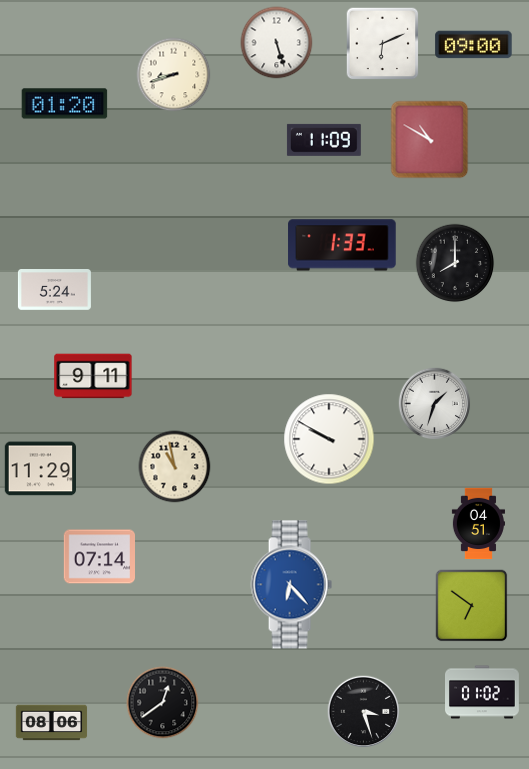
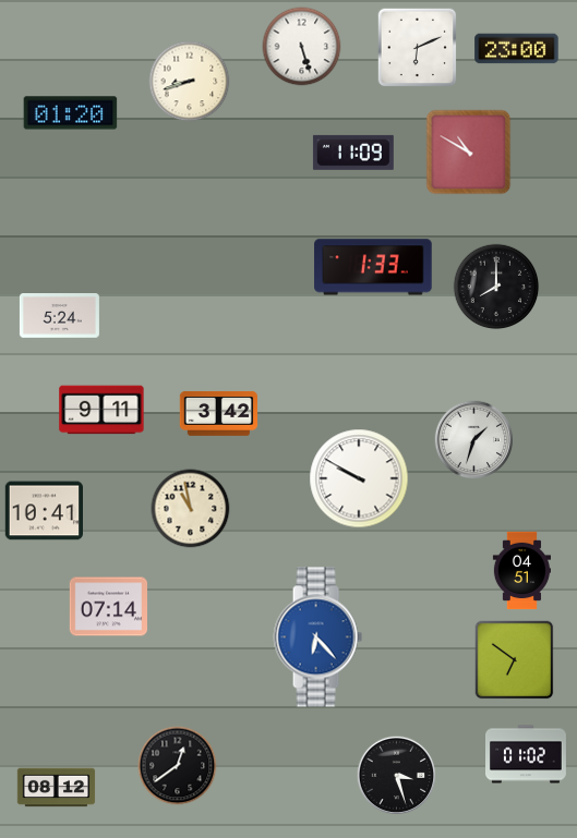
clock at (474, 45): 09:00 -> 23:00
clock at (218, 413): none -> 3:42
clock at (40, 469): 11:29 -> 10:41
clock at (52, 723): 08:06 -> 08:12
